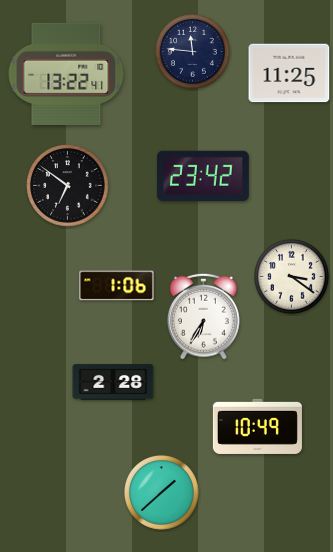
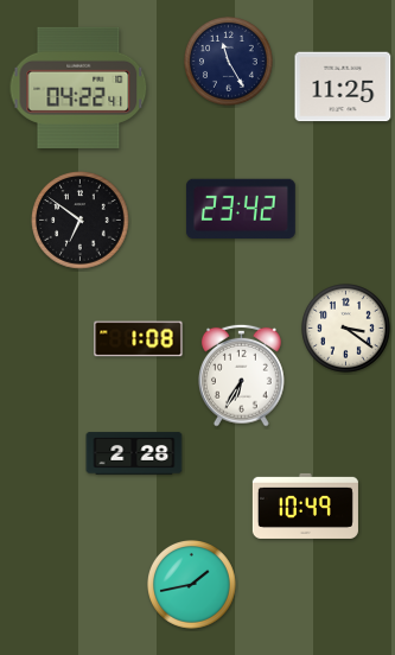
clock at (193, 52): 11:46 -> 11:25
clock at (66, 74): 13:22 -> 04:22
clock at (117, 286): 1:06 -> 1:08
clock at (162, 493): 1:38 -> 1:43
